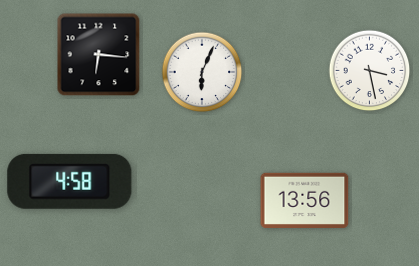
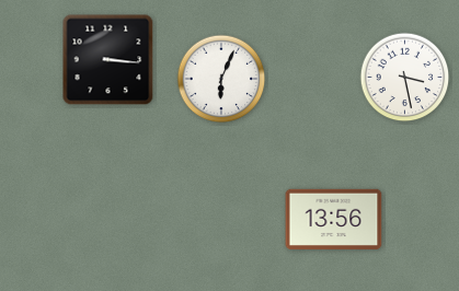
clock at (99, 55): 6:16 -> 3:16
clock at (70, 181): 4:58 -> none
